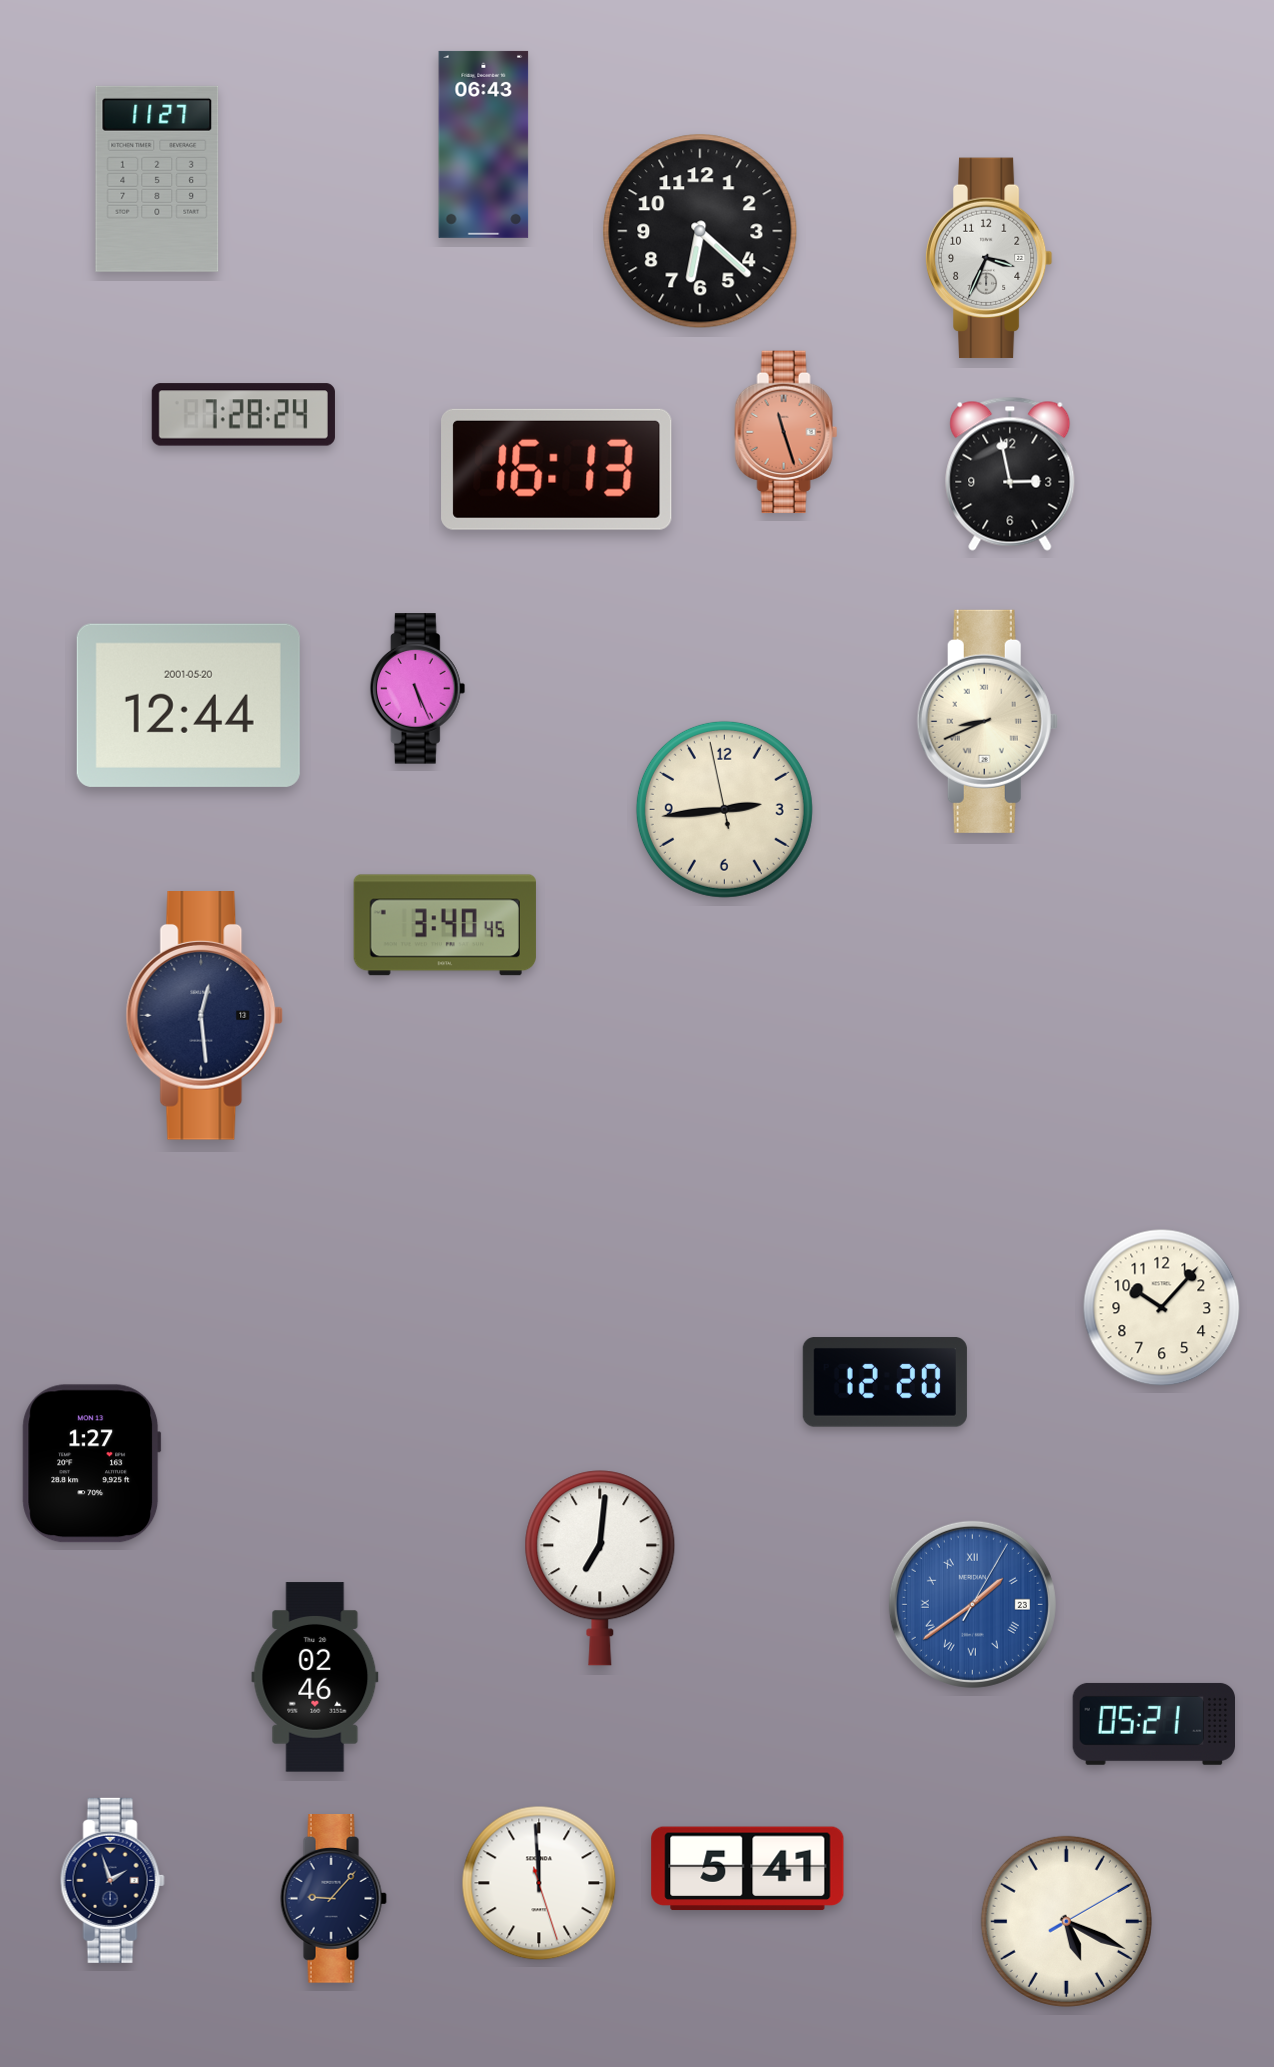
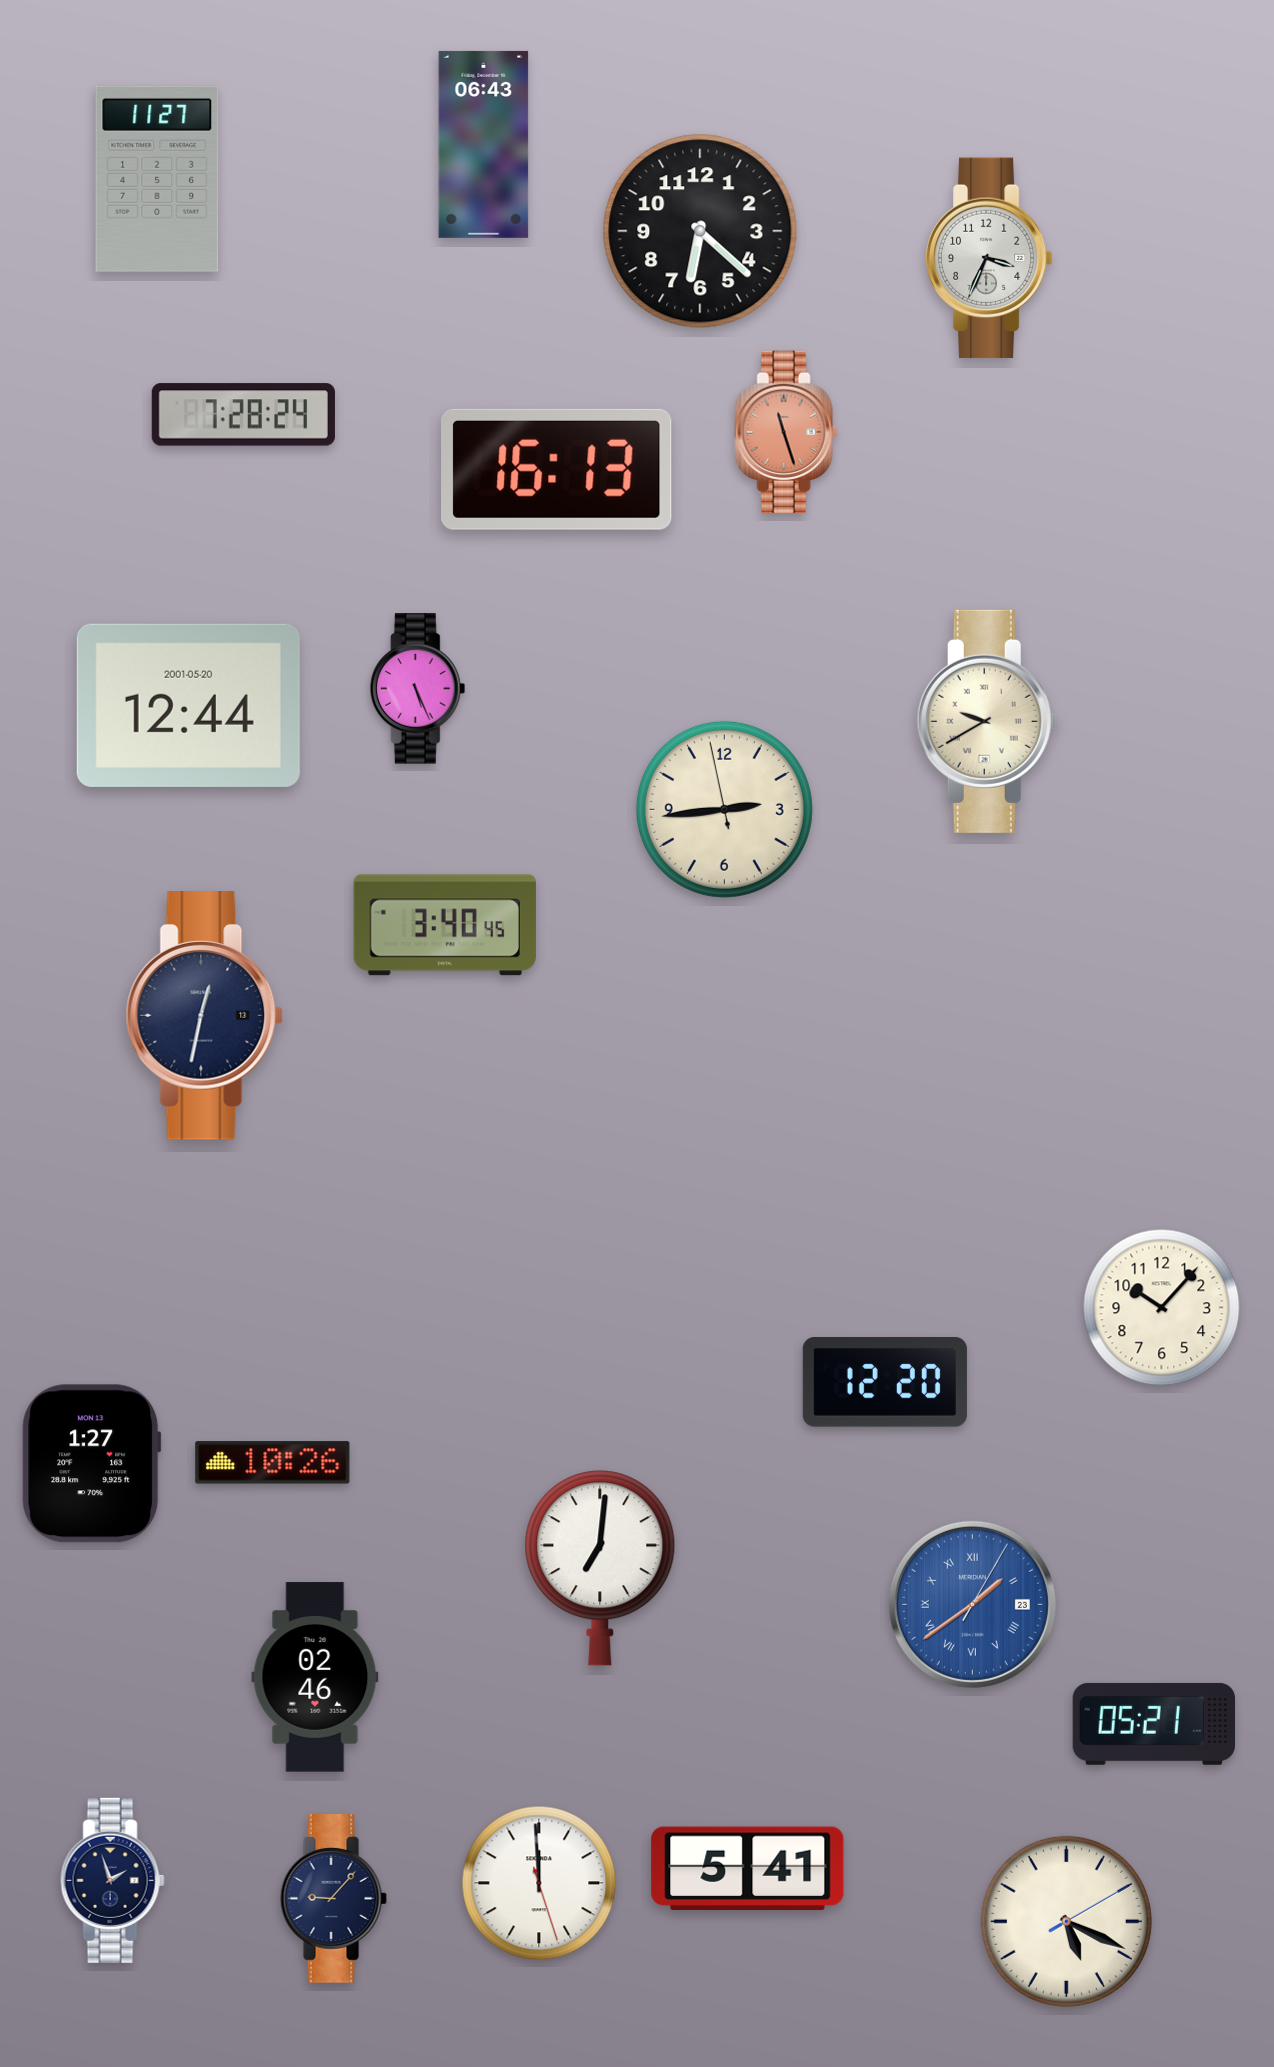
clock at (1010, 474): 2:58 -> none
clock at (987, 721): 8:41 -> 9:40
clock at (205, 1016): 12:29 -> 12:32
clock at (273, 1463): none -> 10:26
